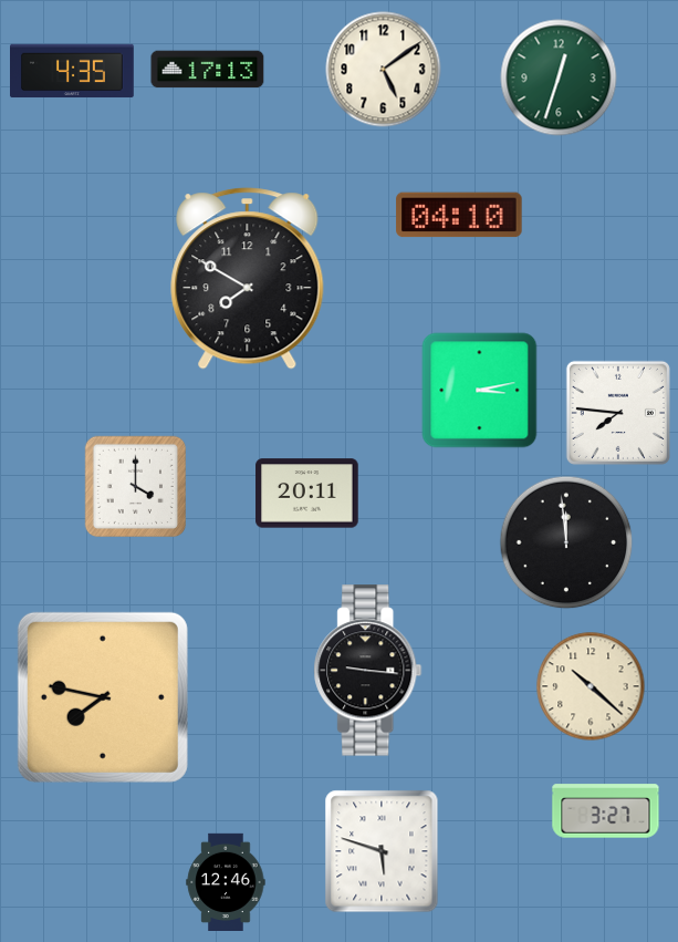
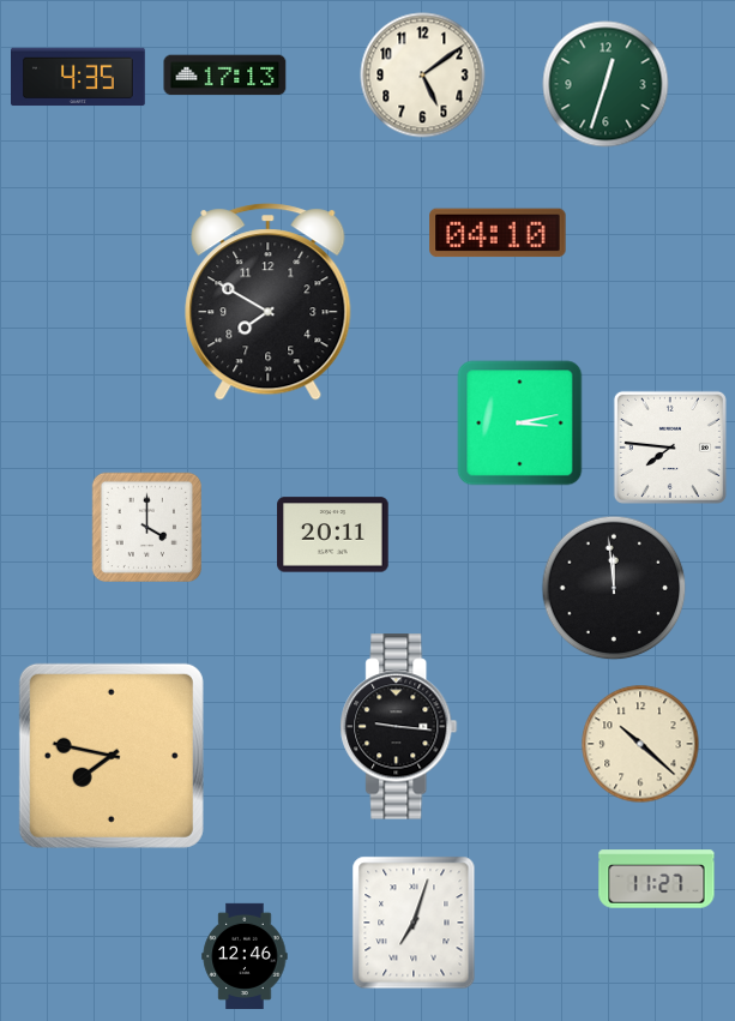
clock at (384, 70) position: (384, 70) -> (423, 76)
clock at (606, 811): 3:27 -> 11:27
clock at (382, 851): 5:48 -> 7:03
